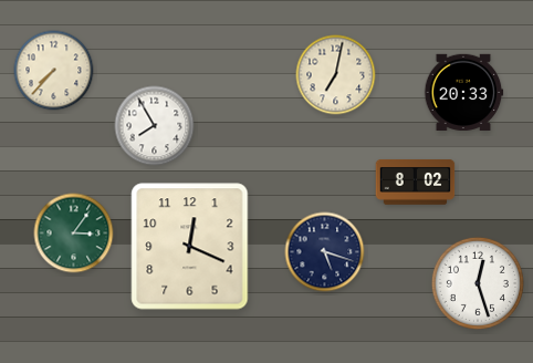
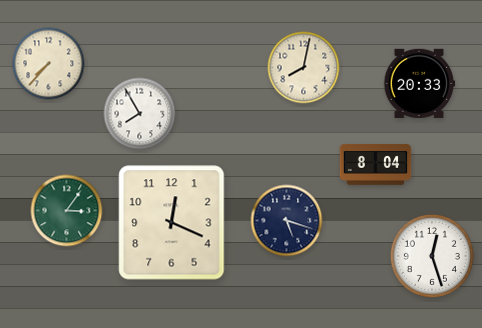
clock at (336, 75): 7:02 -> 8:02
clock at (416, 183): 8:02 -> 8:04
clock at (325, 252) position: (325, 252) -> (287, 221)
